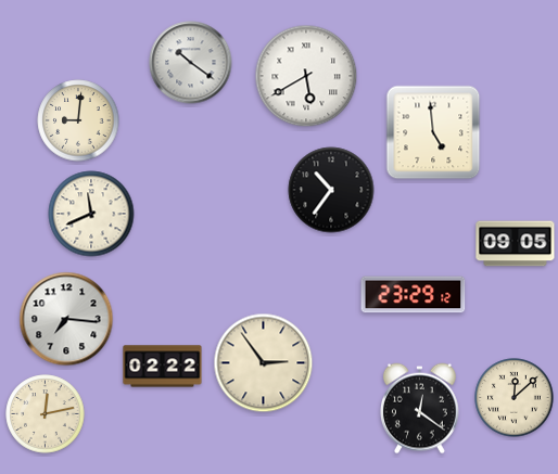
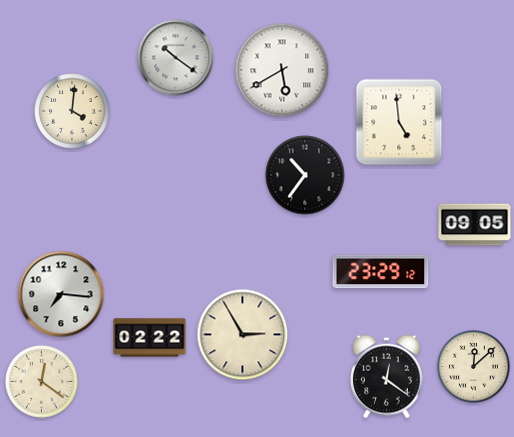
clock at (78, 120): 9:01 -> 4:01
clock at (91, 214): 11:41 -> none
clock at (264, 363): 2:54 -> 2:55
clock at (46, 414): 12:13 -> 12:21
